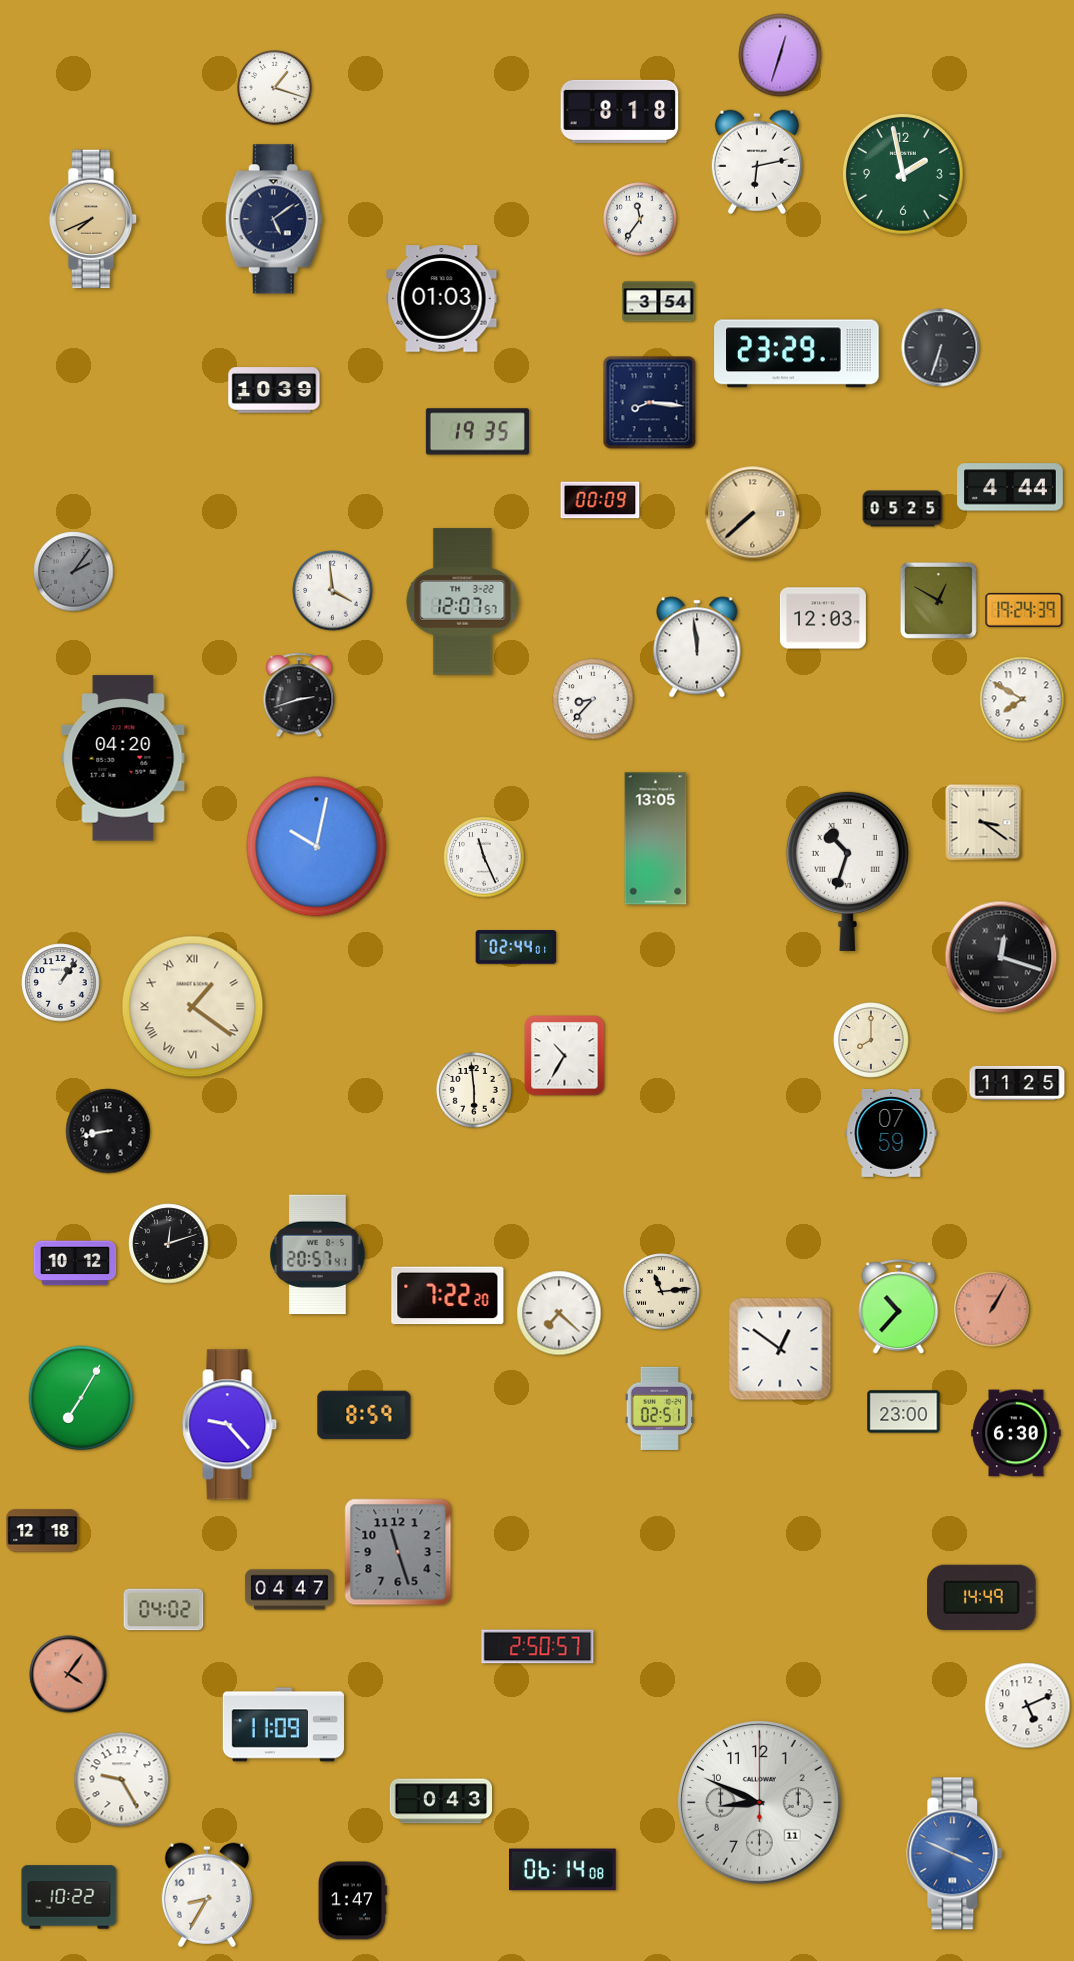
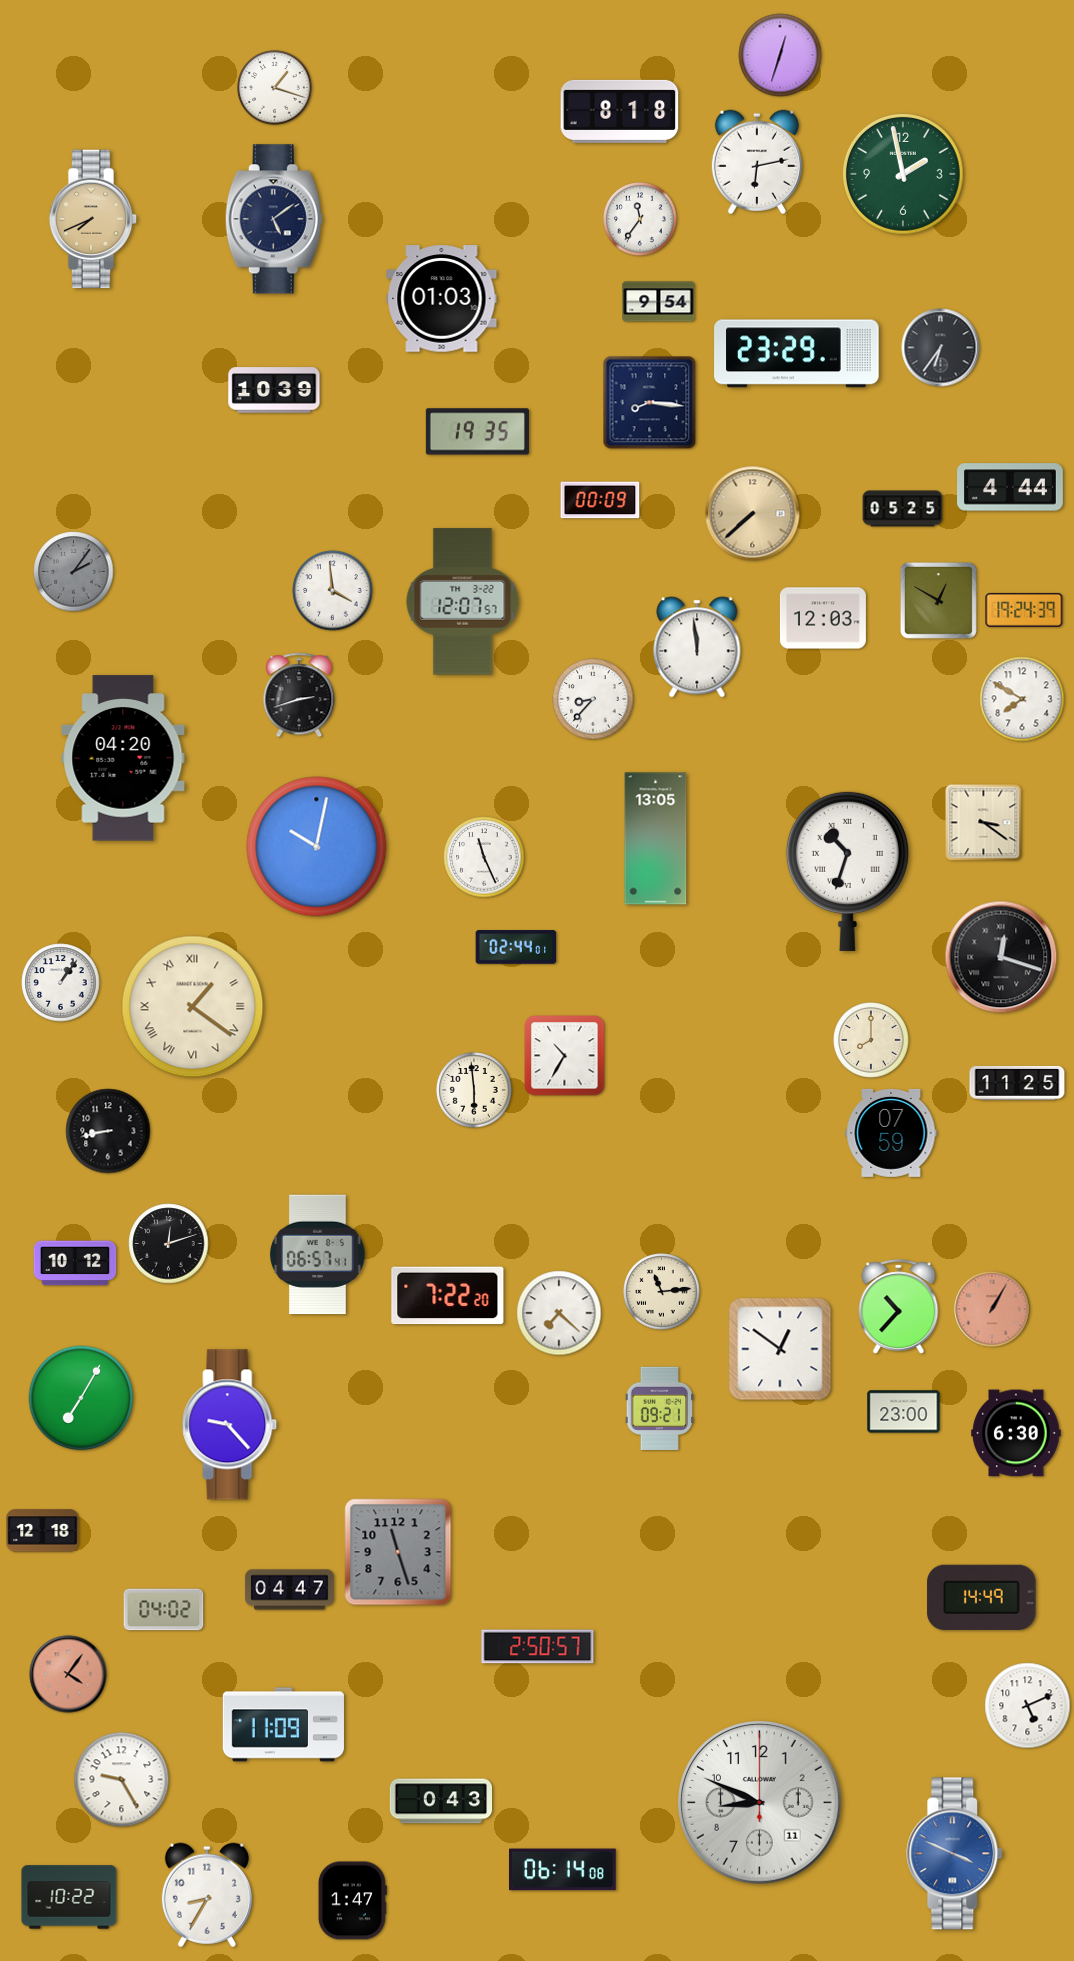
clock at (659, 302): 3:54 -> 9:54
clock at (941, 348): 6:33 -> 6:36
clock at (318, 1255): 20:57 -> 06:57
clock at (660, 1408): 02:51 -> 09:21
clock at (364, 1415): 8:59 -> none
